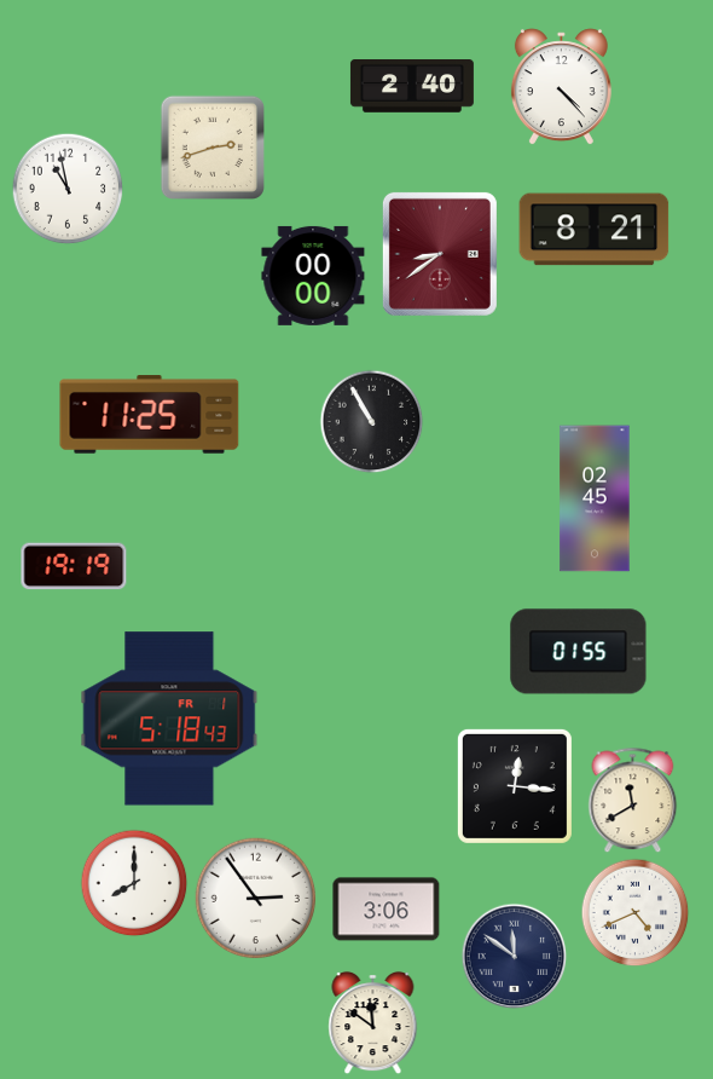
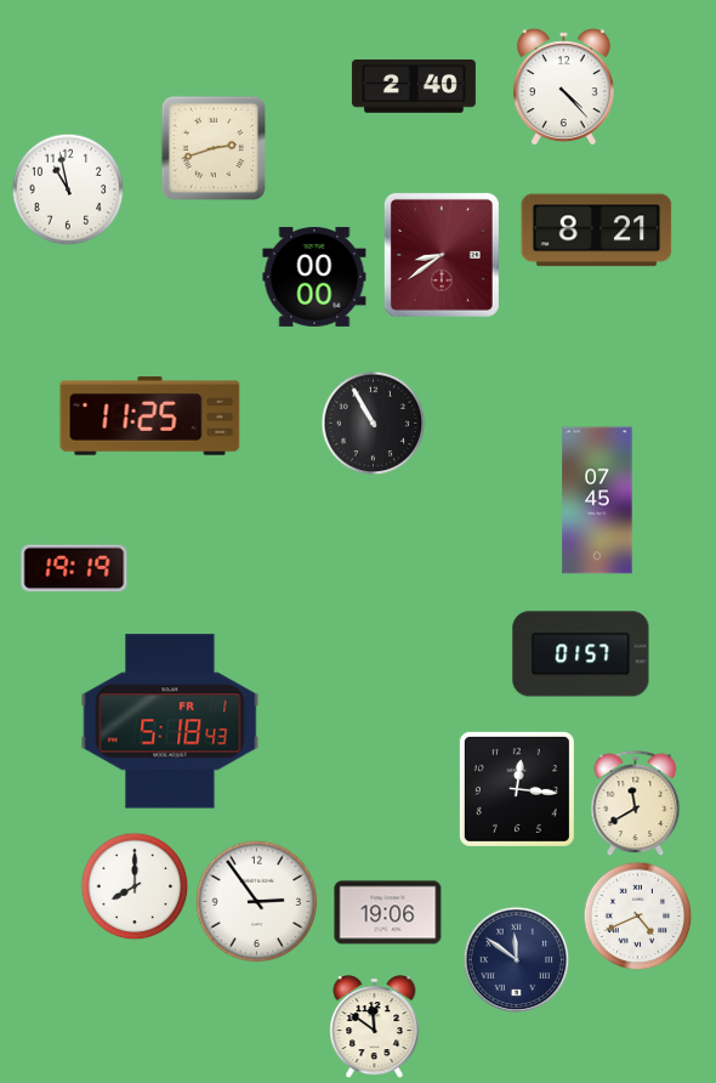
clock at (595, 498): 02:45 -> 07:45
clock at (579, 652): 01:55 -> 01:57
clock at (387, 910): 3:06 -> 19:06
